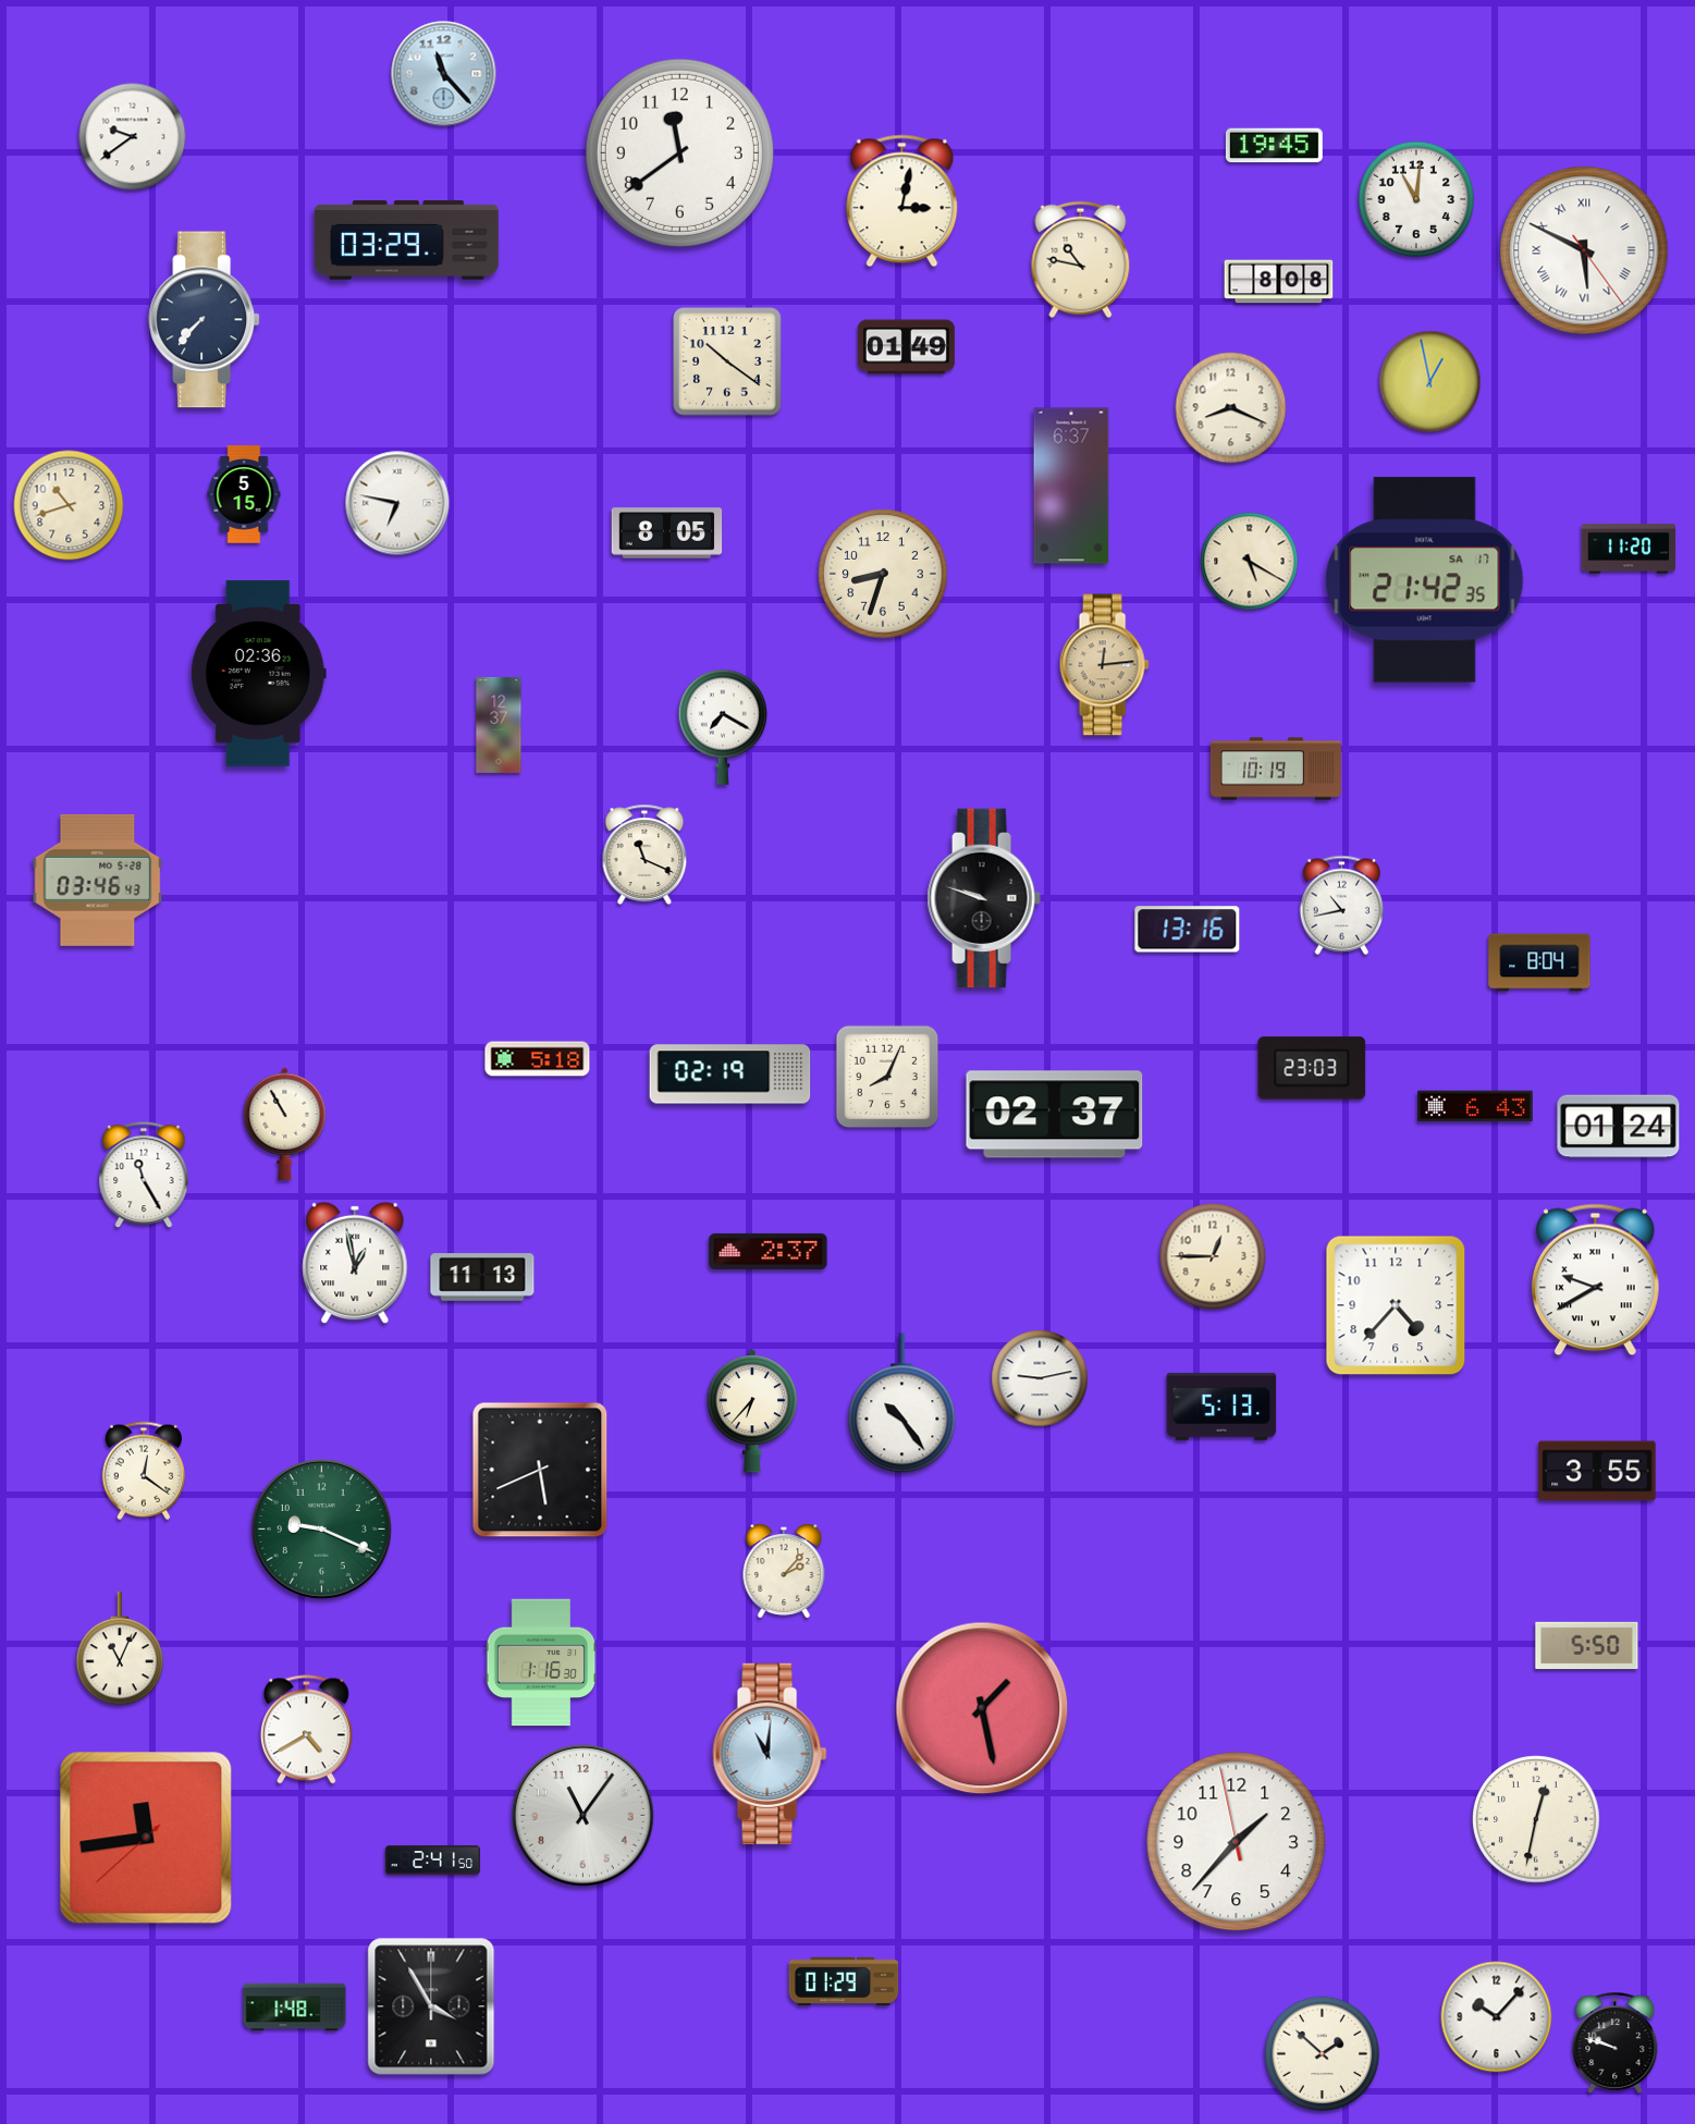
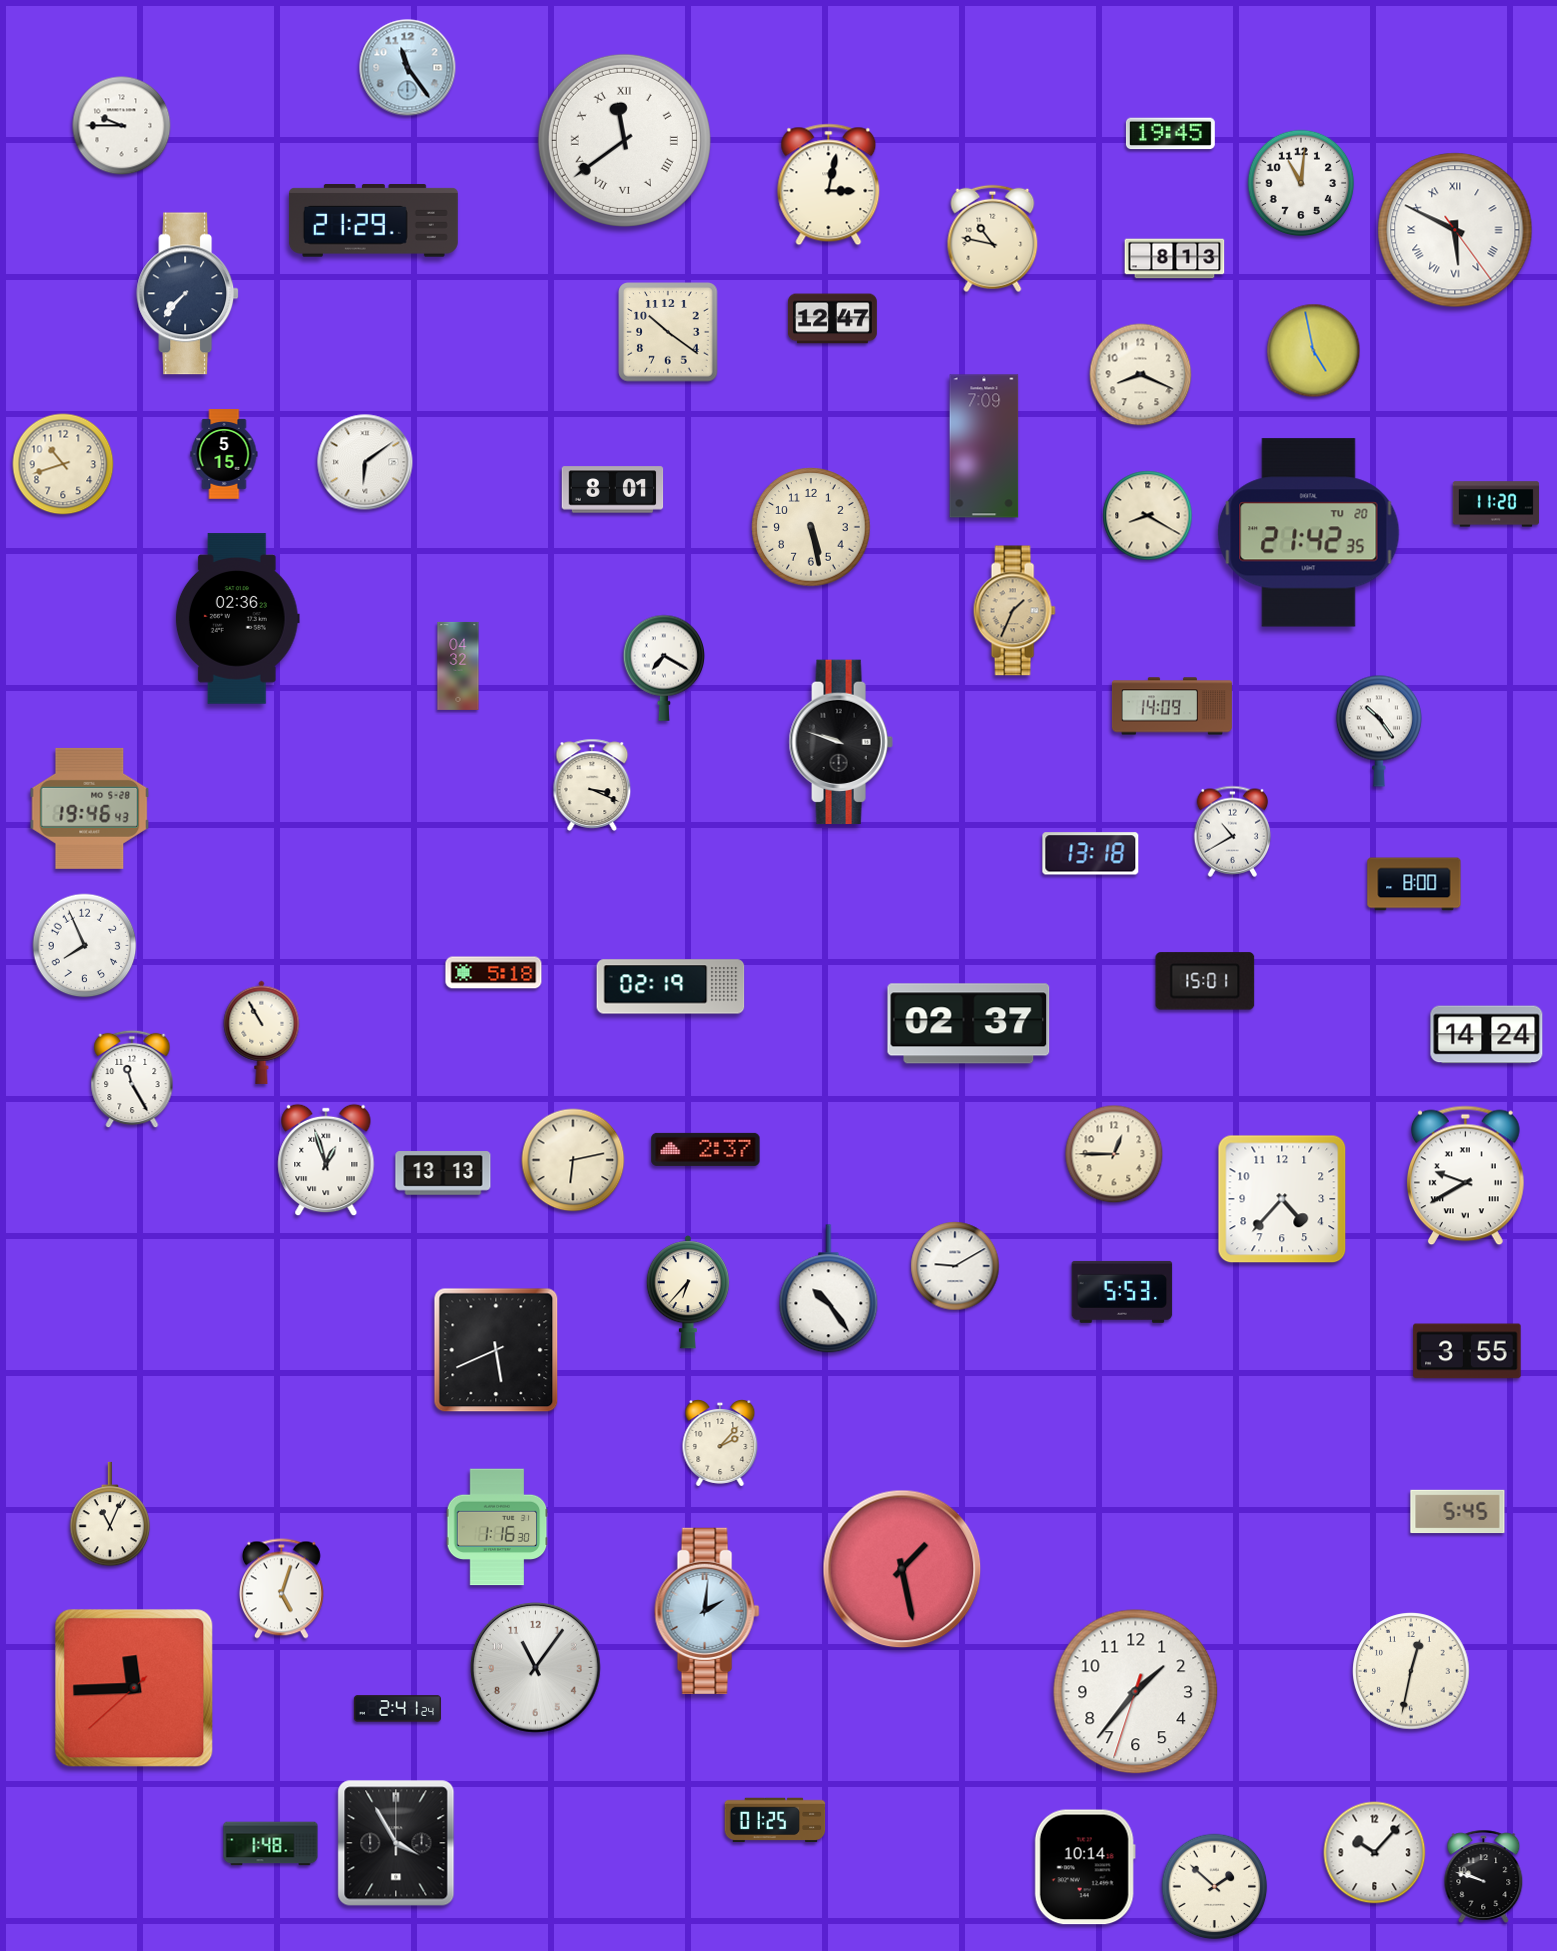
clock at (444, 74): 11:23 -> 11:24
clock at (133, 137): 9:39 -> 9:45
clock at (679, 152) numerals: Arabic -> Roman
clock at (406, 241): 03:29 -> 21:29
clock at (1279, 282): 8:08 -> 8:13
clock at (906, 347): 01:49 -> 12:47
clock at (1430, 382): 12:58 -> 4:58
clock at (1231, 408) position: (1231, 408) -> (1141, 375)
clock at (1071, 486): 6:37 -> 7:09
clock at (397, 503): 6:47 -> 6:09
clock at (667, 533): 8:05 -> 8:01
clock at (1250, 562): 5:20 -> 8:20
clock at (883, 574): 8:33 -> 5:28
clock at (1425, 580) date: SA 17 -> TU 20
clock at (1104, 665): 12:14 -> 1:34
clock at (499, 725): 12:37 -> 04:32
clock at (1276, 769): 10:19 -> 14:09
clock at (1379, 731): none -> 10:24
clock at (644, 855): 11:19 -> 3:19
clock at (98, 880): 03:46 -> 19:46
clock at (984, 898) position: (984, 898) -> (841, 742)
clock at (1342, 905): 10:43 -> 10:40
clock at (1188, 930): 13:16 -> 13:18
clock at (1539, 962): 8:04 -> 8:00
clock at (85, 946): none -> 7:56
clock at (1312, 1068): 23:03 -> 15:01
clock at (887, 1077): 8:04 -> none
clock at (1475, 1106): 6:43 -> none
clock at (1619, 1127): 01:24 -> 14:24
clock at (355, 1263): 12:58 -> 12:57
clock at (573, 1160): none -> 6:13
clock at (482, 1277): 11:13 -> 13:13
clock at (1040, 1378): 9:13 -> 9:10
clock at (1221, 1407): 5:13 -> 5:53
clock at (752, 1411) position: (752, 1411) -> (688, 1292)
clock at (143, 1471): 12:21 -> none
clock at (321, 1528): 9:19 -> none
clock at (1587, 1646): 5:50 -> 5:45
clock at (306, 1730): 4:40 -> 5:03
clock at (770, 1754): 11:01 -> 2:01
clock at (146, 1838): 11:43 -> 11:44
clock at (1237, 1842): 1:36:58 -> 1:36:33
clock at (432, 1861): 2:41:50 -> 2:41:24
clock at (844, 1981): 01:29 -> 01:25
clock at (1085, 1867): none -> 10:14
